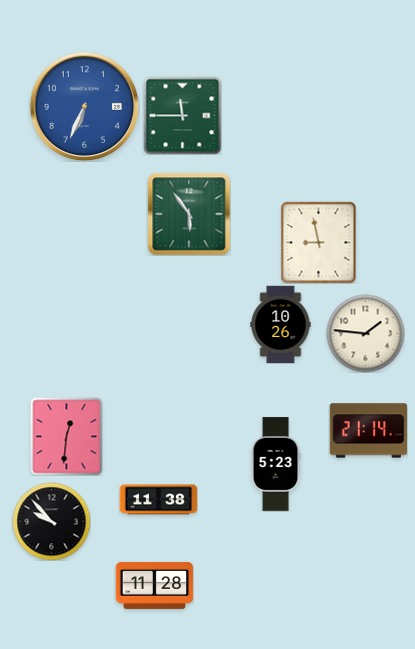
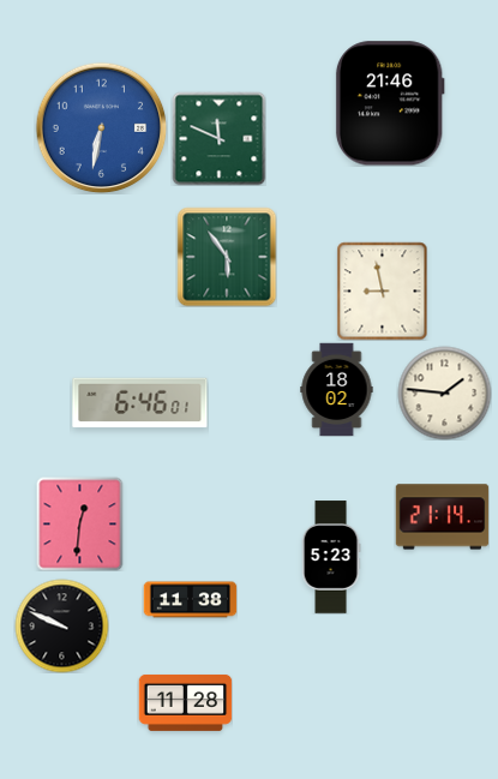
clock at (390, 103): none -> 21:46
clock at (84, 106): 6:34 -> 6:32
clock at (182, 115): 11:45 -> 11:49
clock at (281, 324): 10:26 -> 18:02
clock at (365, 333) position: (365, 333) -> (444, 393)
clock at (140, 403): none -> 6:46
clock at (51, 521): 9:53 -> 9:49
